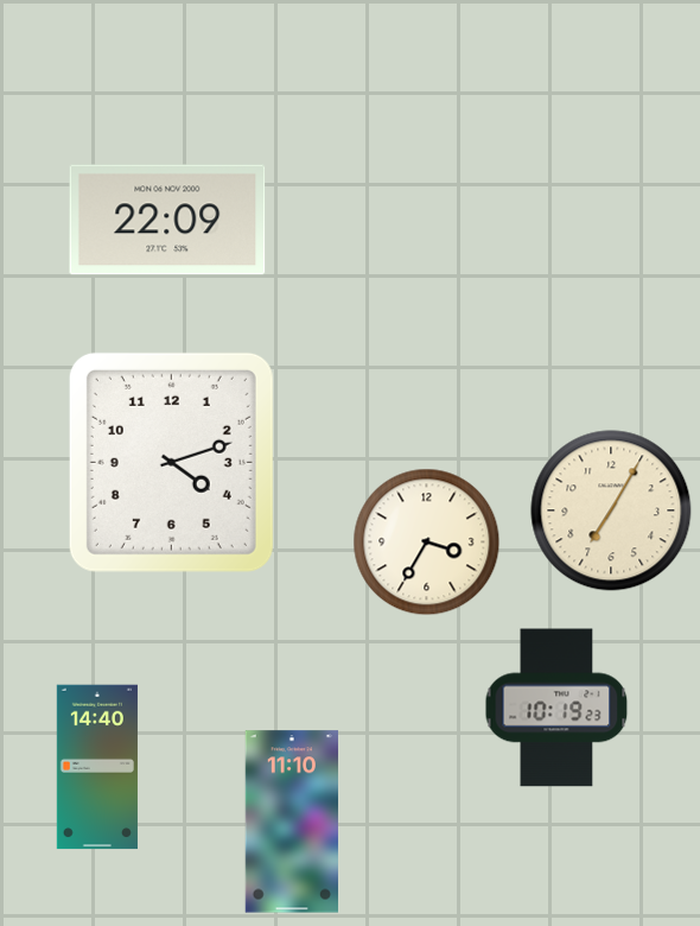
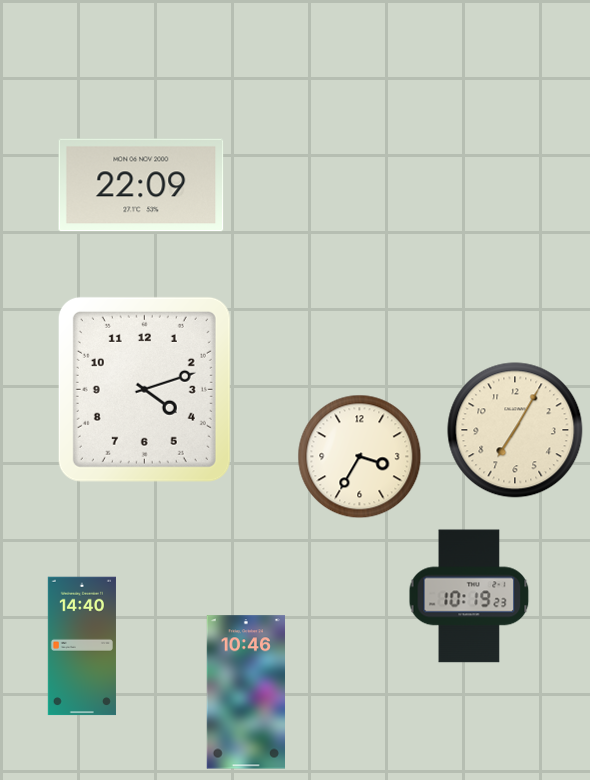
clock at (291, 822): 11:10 -> 10:46
